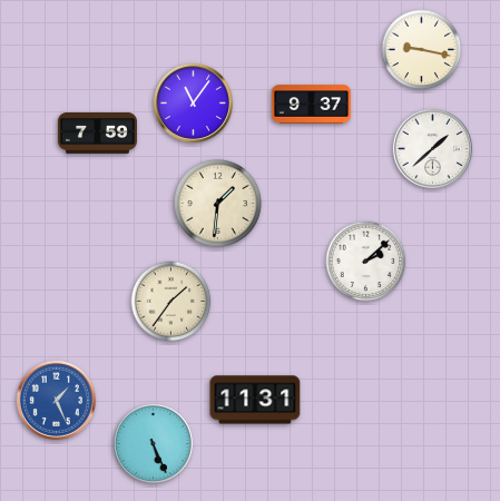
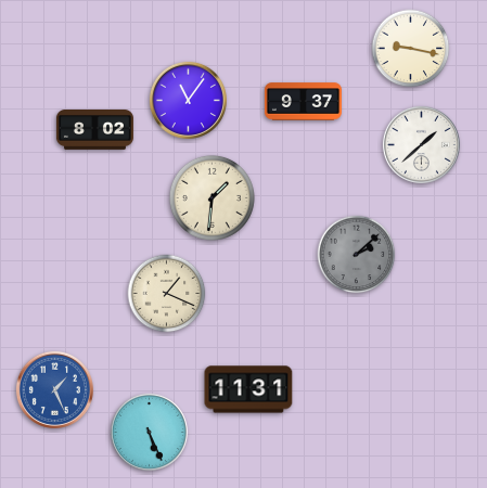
clock at (97, 134): 7:59 -> 8:02
clock at (366, 262) dial: white -> grey
clock at (171, 302): 1:36 -> 1:19
